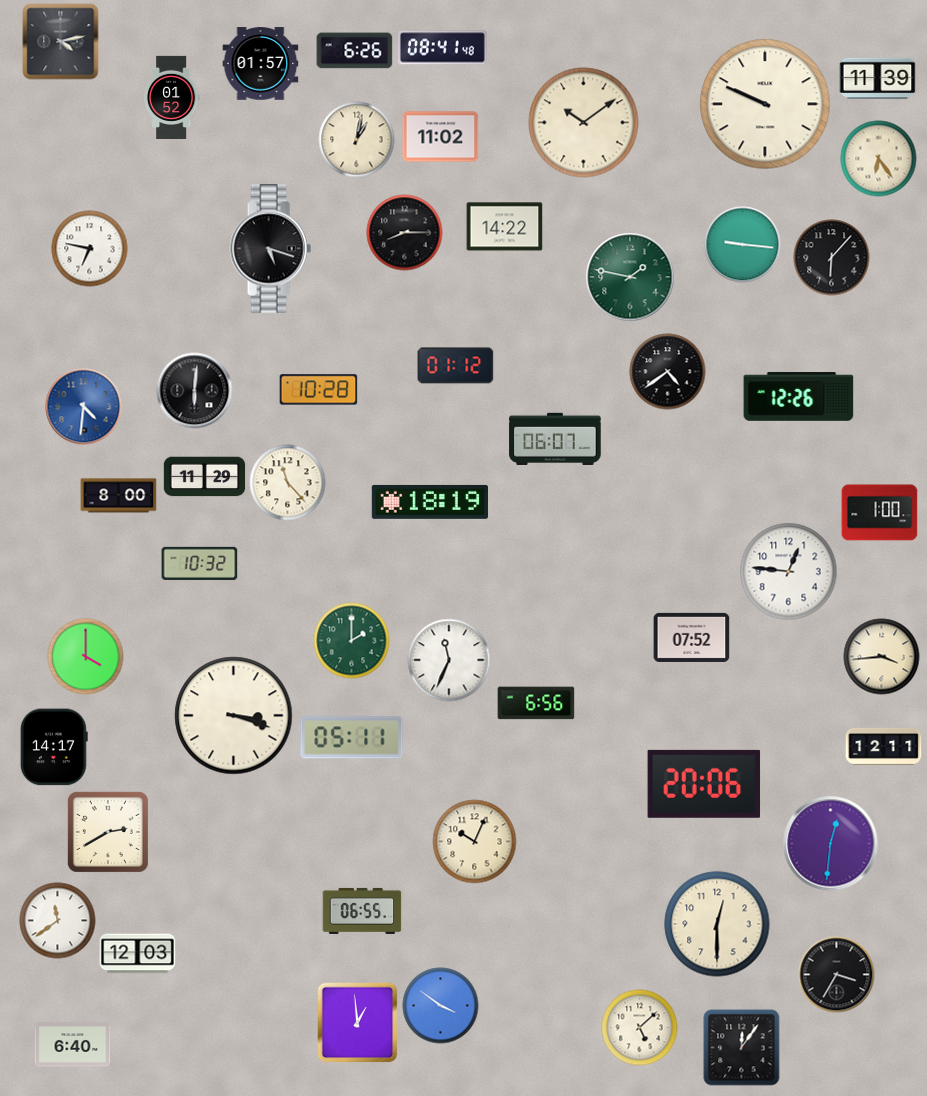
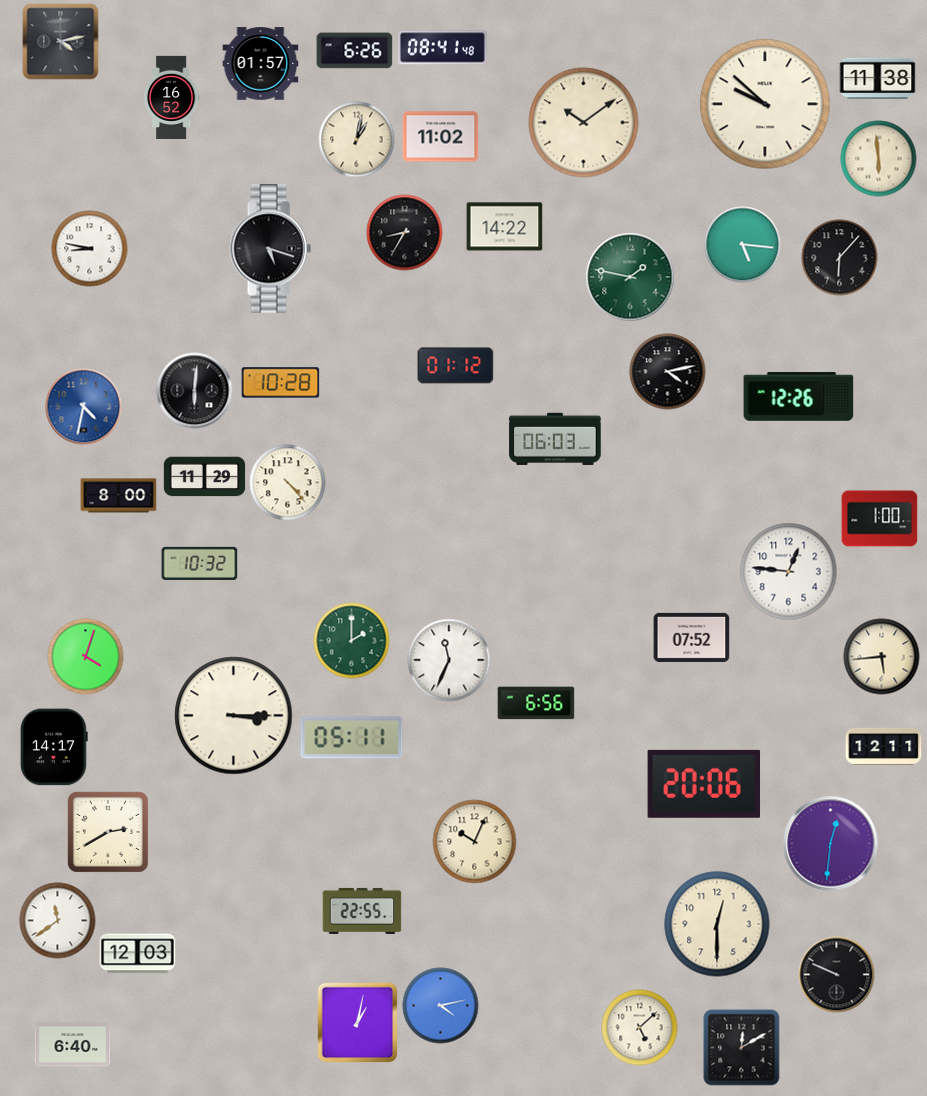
clock at (878, 79): 11:39 -> 11:38
clock at (171, 97): 01:52 -> 16:52
clock at (765, 104): 9:49 -> 9:52
clock at (879, 159): 6:24 -> 5:59
clock at (405, 233): 8:15 -> 8:35
clock at (743, 245): 9:16 -> 5:16
clock at (90, 249): 6:47 -> 8:47
clock at (832, 258) position: (832, 258) -> (840, 258)
clock at (668, 372): 4:39 -> 4:13
clock at (319, 390) position: (319, 390) -> (281, 383)
clock at (84, 407): 4:31 -> 4:32
clock at (555, 439): 06:07 -> 06:03
clock at (288, 483): 11:23 -> 4:23
clock at (430, 502): 18:19 -> none
clock at (880, 513) position: (880, 513) -> (880, 519)
clock at (86, 657): 4:00 -> 4:03
clock at (882, 657): 3:44 -> 5:44
clock at (234, 716): 3:18 -> 3:15
clock at (362, 911): 06:55 -> 22:55
clock at (837, 975): 3:35 -> 9:49
clock at (441, 1006): 3:51 -> 4:13
clock at (358, 1023): 12:59 -> 1:02
clock at (742, 1048): 12:06 -> 12:10
